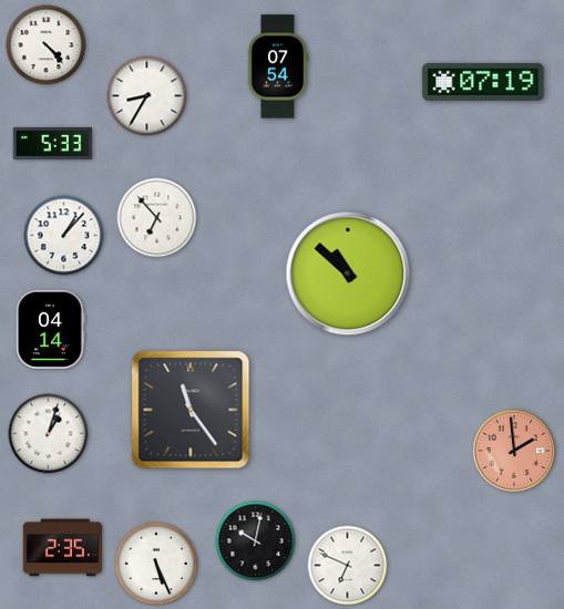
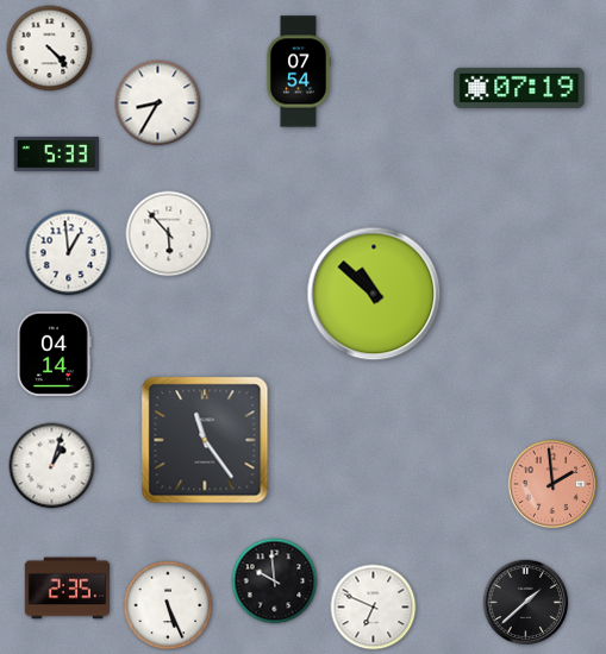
clock at (157, 218): 6:53 -> 5:53
clock at (64, 236): 1:07 -> 12:59
clock at (256, 541): 10:02 -> 9:59
clock at (526, 603): none -> 1:38
